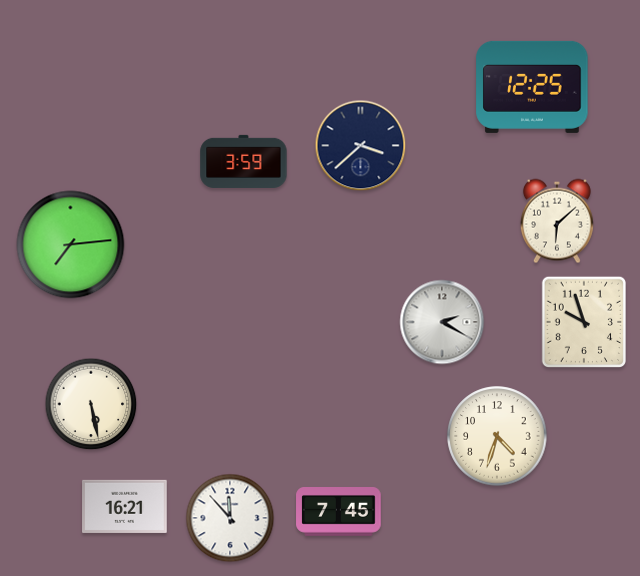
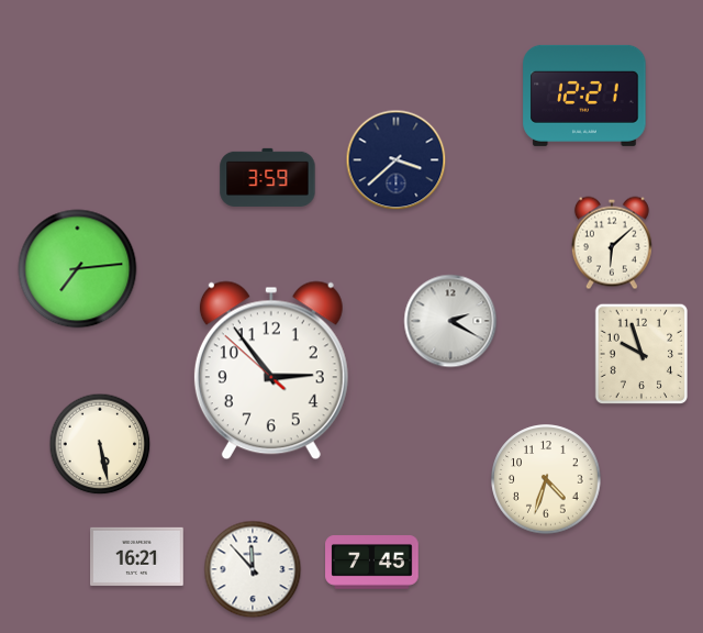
clock at (532, 87): 12:25 -> 12:21
clock at (442, 322) position: (442, 322) -> (450, 321)
clock at (271, 370): none -> 2:53
